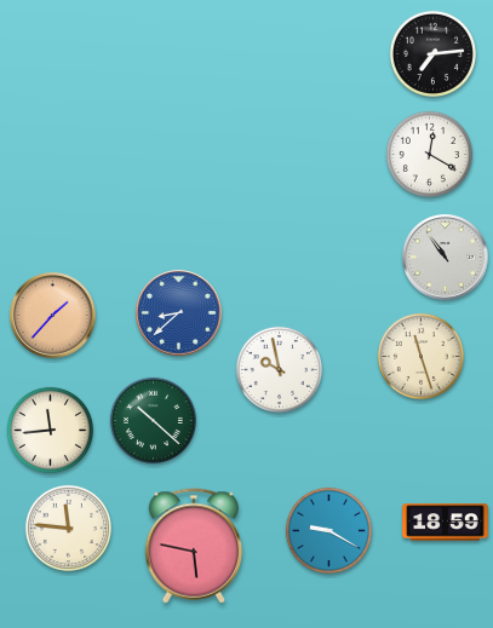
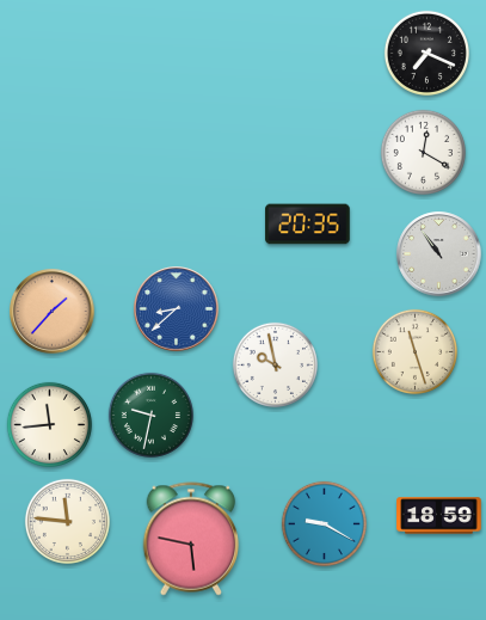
clock at (432, 53): 7:14 -> 7:19
clock at (308, 225): none -> 20:35
clock at (153, 420): 10:22 -> 9:32
